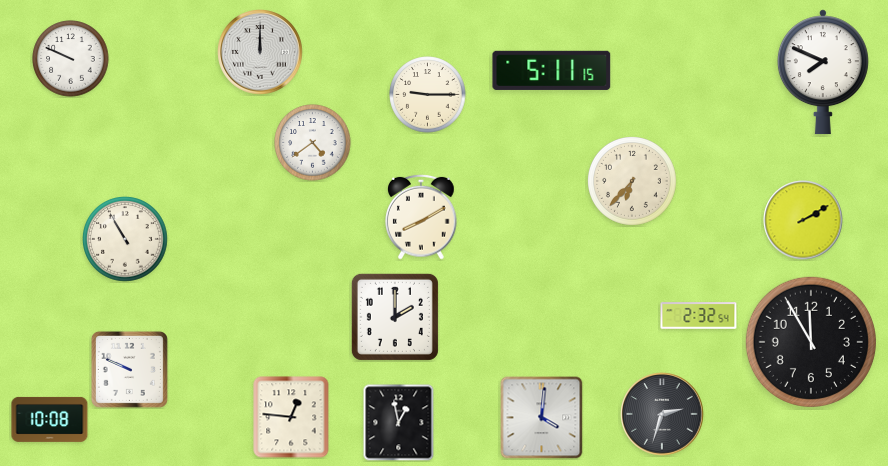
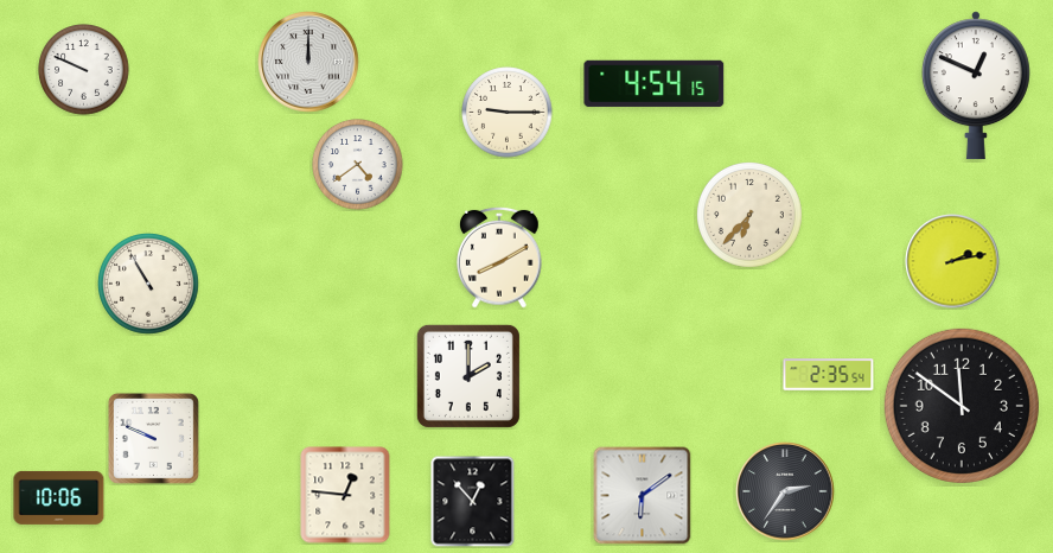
clock at (552, 70): 5:11 -> 4:54
clock at (823, 72): 7:49 -> 12:49
clock at (313, 143) position: (313, 143) -> (358, 165)
clock at (803, 220): 2:10 -> 2:13
clock at (699, 316): 2:32 -> 2:35
clock at (811, 342): 11:55 -> 11:51
clock at (662, 414): 2:33 -> 2:36
clock at (542, 418): 4:01 -> 6:09
clock at (50, 419): 10:08 -> 10:06
clock at (399, 422): 12:58 -> 12:53
